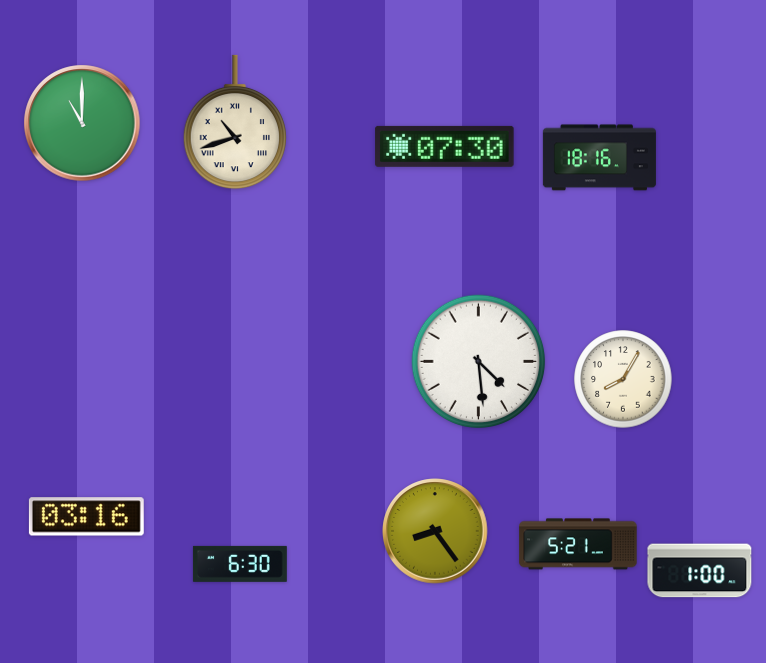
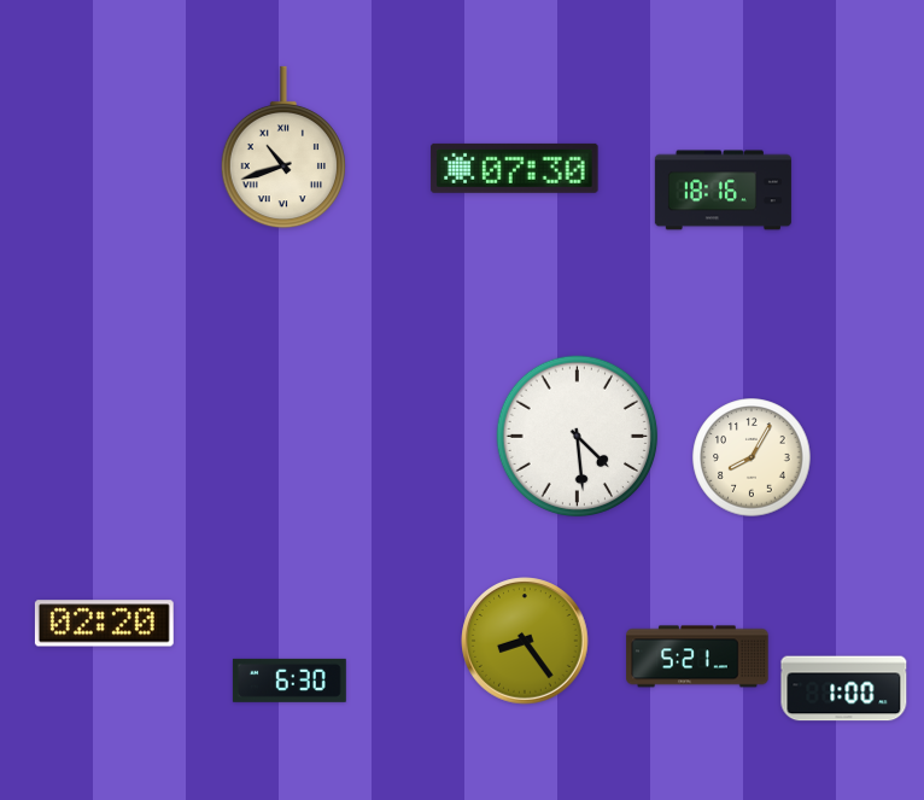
clock at (82, 123): 11:00 -> none
clock at (445, 146) position: (445, 146) -> (515, 168)
clock at (86, 517): 03:16 -> 02:20
